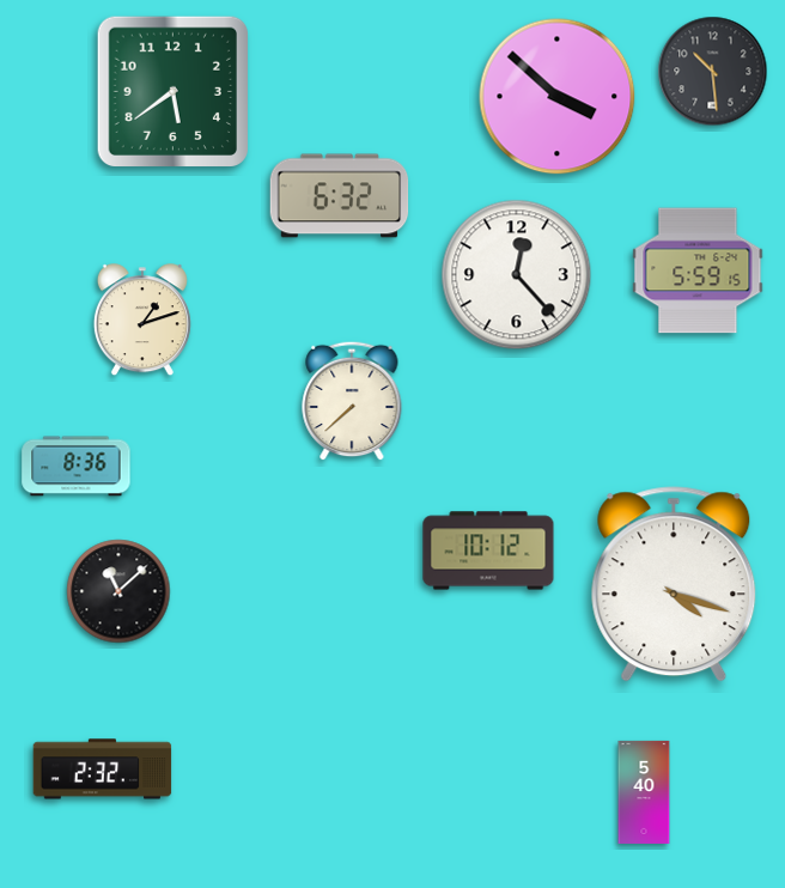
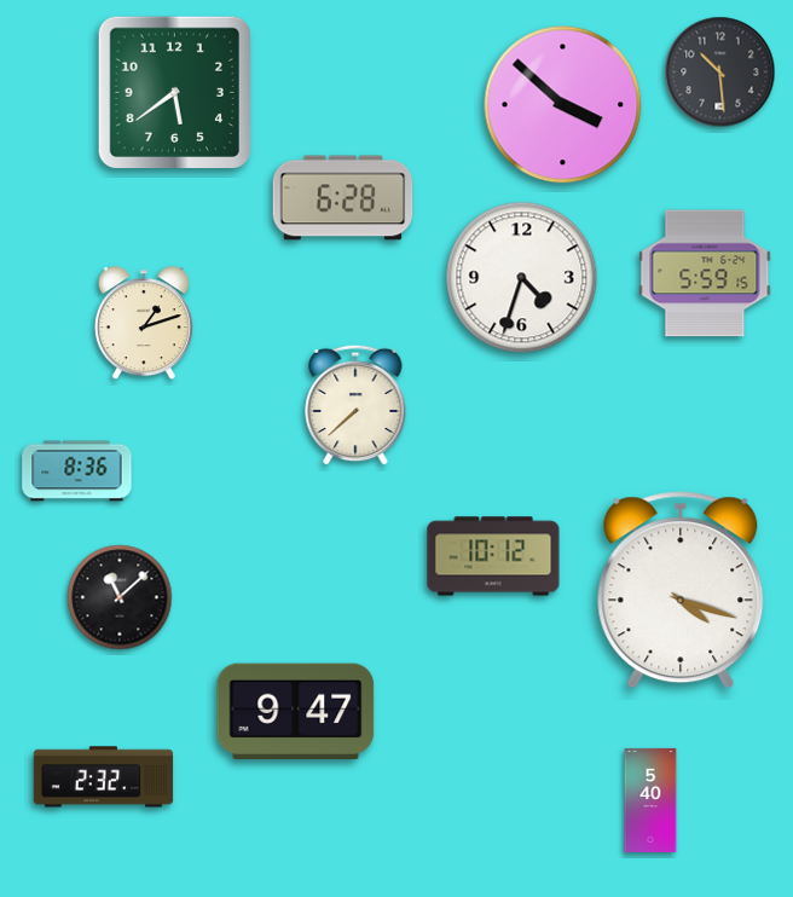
clock at (558, 97) position: (558, 97) -> (563, 105)
clock at (340, 196): 6:32 -> 6:28
clock at (517, 275): 12:23 -> 4:33
clock at (296, 712): none -> 9:47
